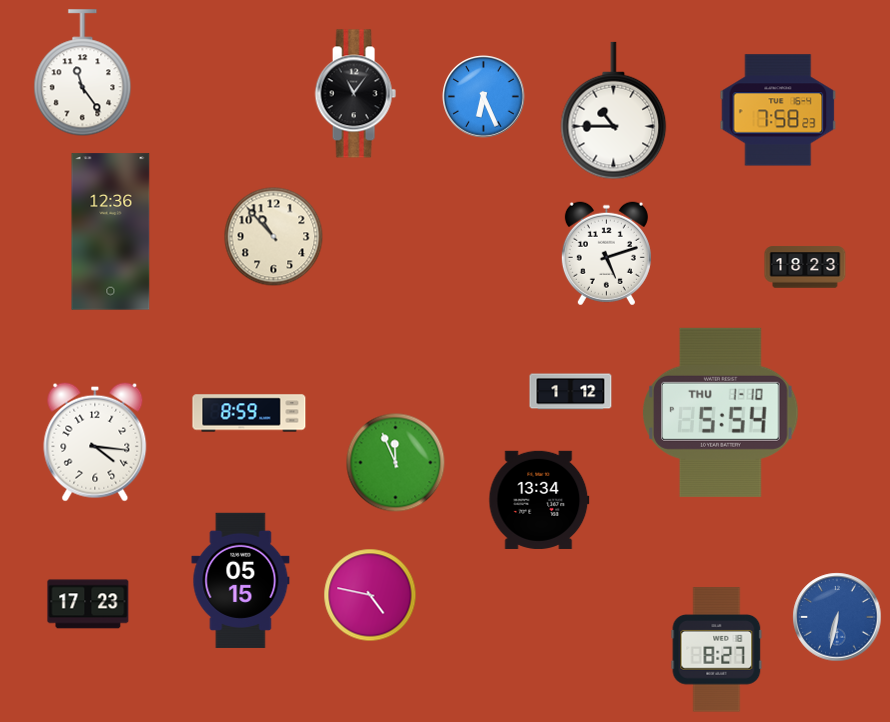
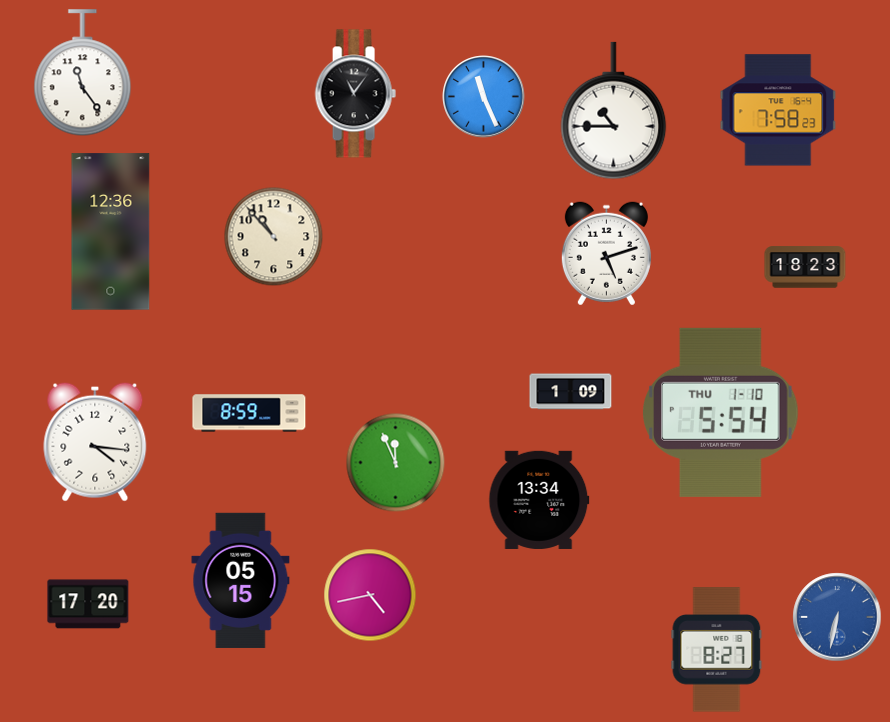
clock at (484, 97): 6:26 -> 11:26
clock at (571, 392): 1:12 -> 1:09
clock at (370, 595): 4:47 -> 4:43
clock at (88, 604): 17:23 -> 17:20
